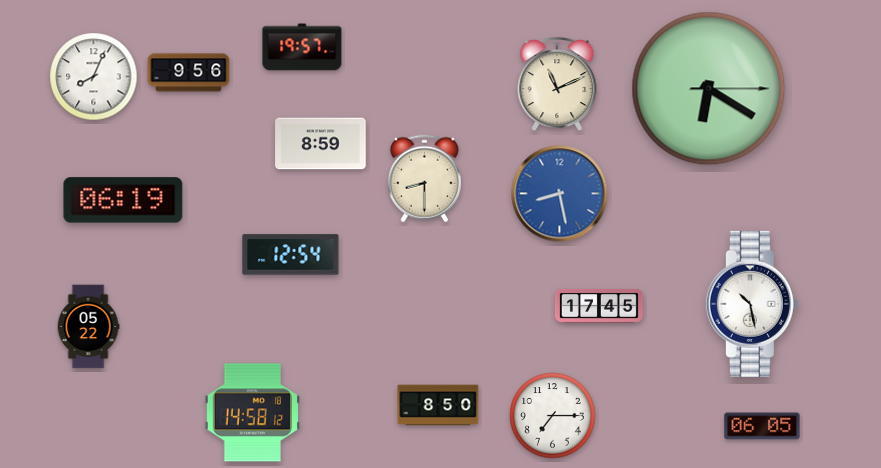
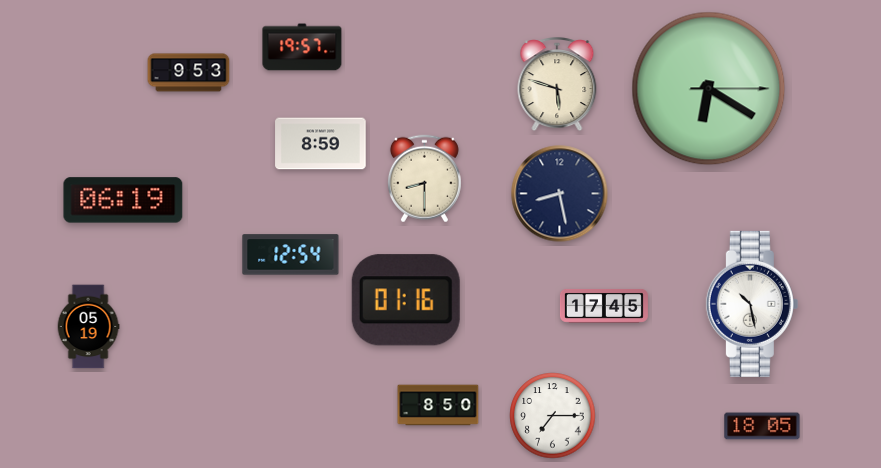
clock at (189, 73): 9:56 -> 9:53
clock at (94, 77): 8:04 -> none
clock at (557, 85): 11:11 -> 5:48
clock at (560, 194) dial: blue -> navy
clock at (406, 300): none -> 01:16
clock at (599, 306) position: (599, 306) -> (604, 306)
clock at (88, 327): 05:22 -> 05:19
clock at (252, 413): 14:58 -> none
clock at (762, 426): 06:05 -> 18:05
